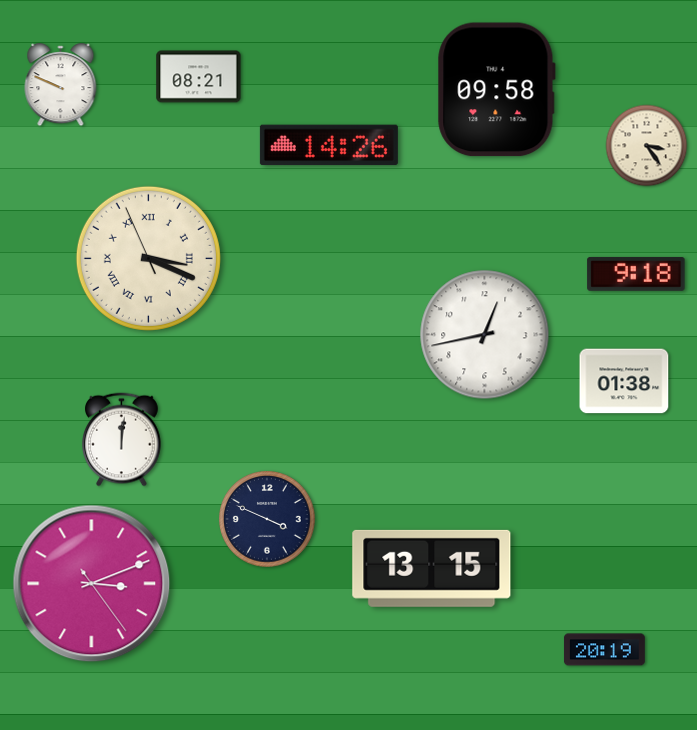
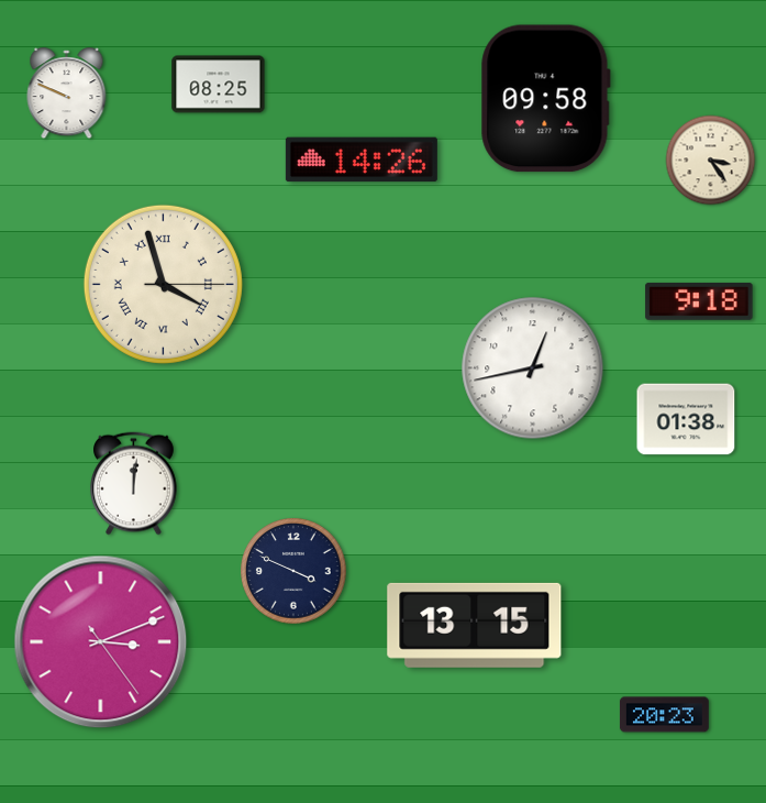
clock at (199, 77): 08:21 -> 08:25
clock at (148, 258): 3:18 -> 3:57
clock at (604, 650): 20:19 -> 20:23
